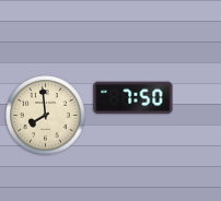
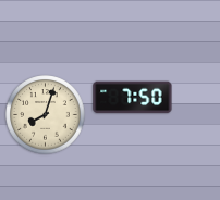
clock at (46, 116): 7:59 -> 8:03
